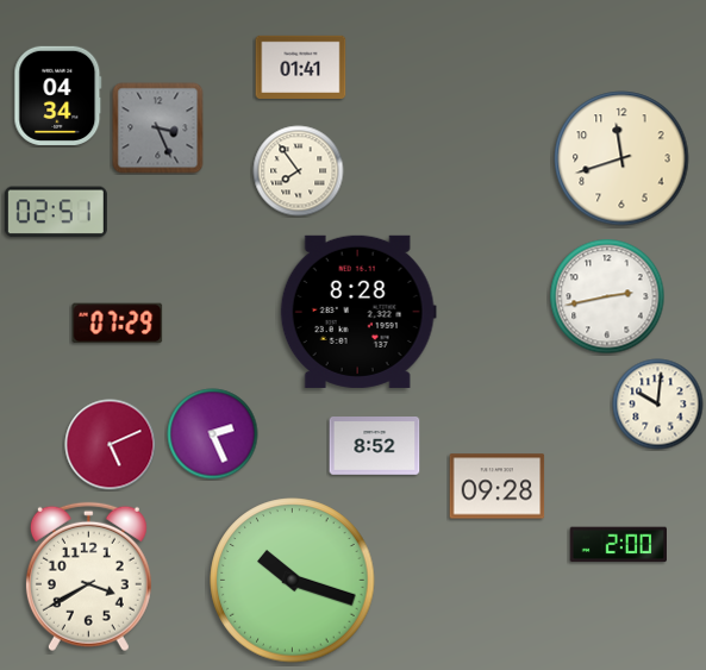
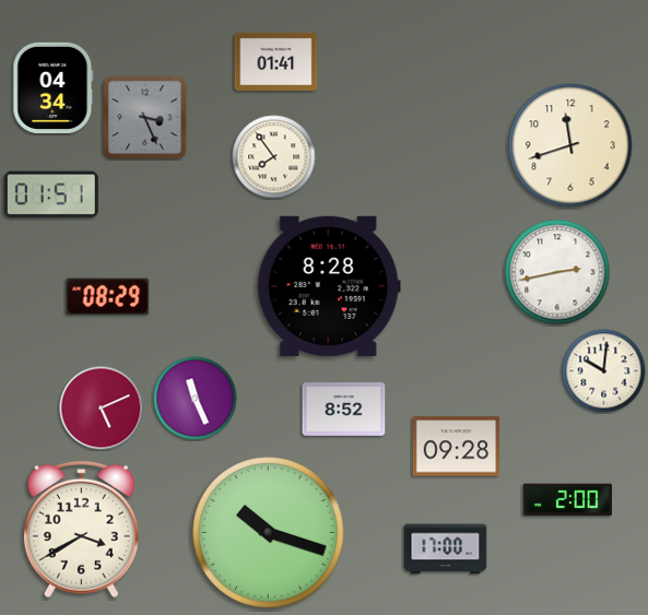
clock at (56, 212): 02:51 -> 01:51
clock at (118, 324): 07:29 -> 08:29
clock at (213, 434): 2:26 -> 11:26
clock at (446, 549): none -> 17:00
